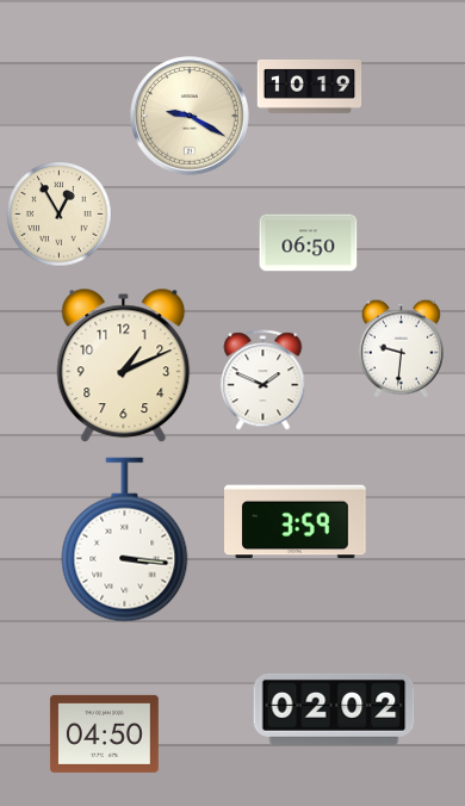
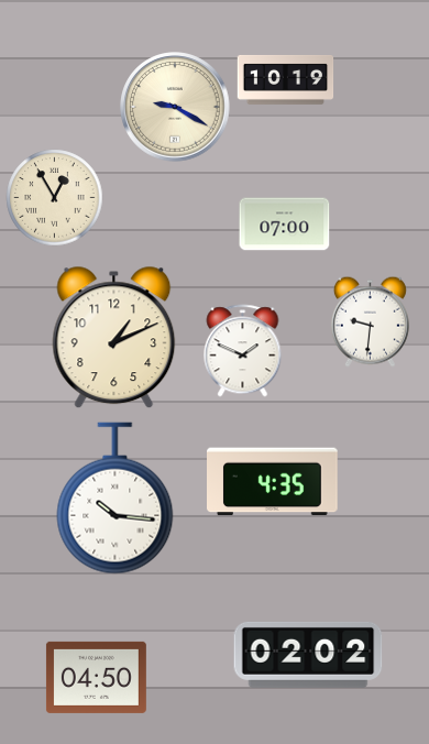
clock at (309, 243): 06:50 -> 07:00
clock at (296, 522): 3:59 -> 4:35
clock at (125, 540): 3:16 -> 10:16
